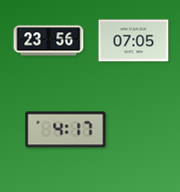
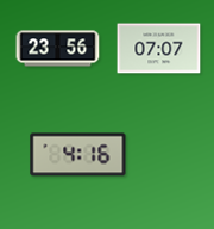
clock at (134, 41): 07:05 -> 07:07
clock at (66, 130): 4:17 -> 4:16
